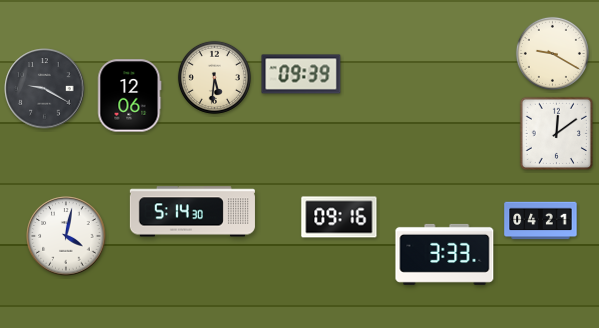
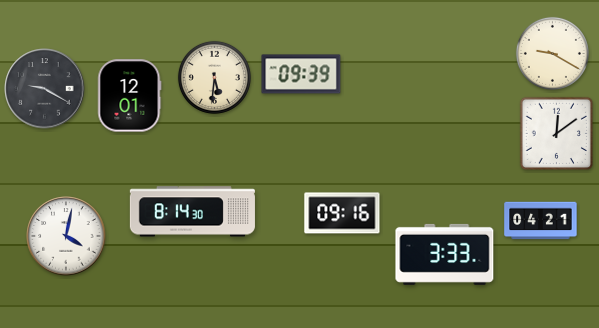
clock at (130, 96): 12:06 -> 12:01
clock at (192, 212): 5:14 -> 8:14
clock at (339, 217) position: (339, 217) -> (342, 213)
